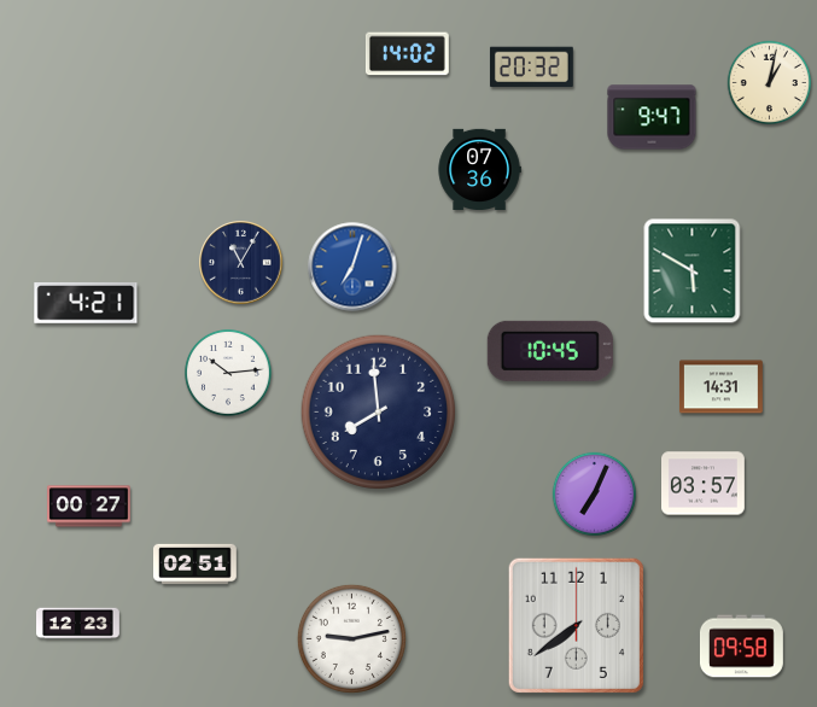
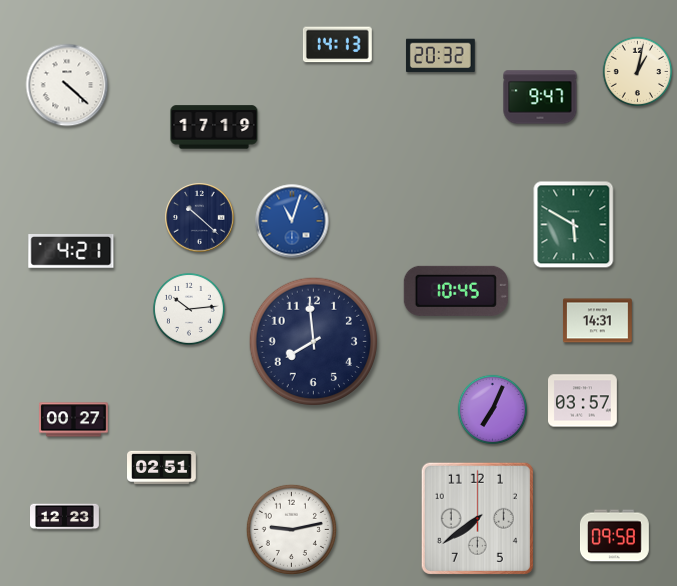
clock at (407, 54): 14:02 -> 14:13
clock at (769, 82) position: (769, 82) -> (637, 71)
clock at (67, 85): none -> 4:22
clock at (214, 127): none -> 17:19
clock at (479, 169): 07:36 -> none
clock at (241, 263): 11:05 -> 10:22
clock at (352, 267): 7:03 -> 11:03
